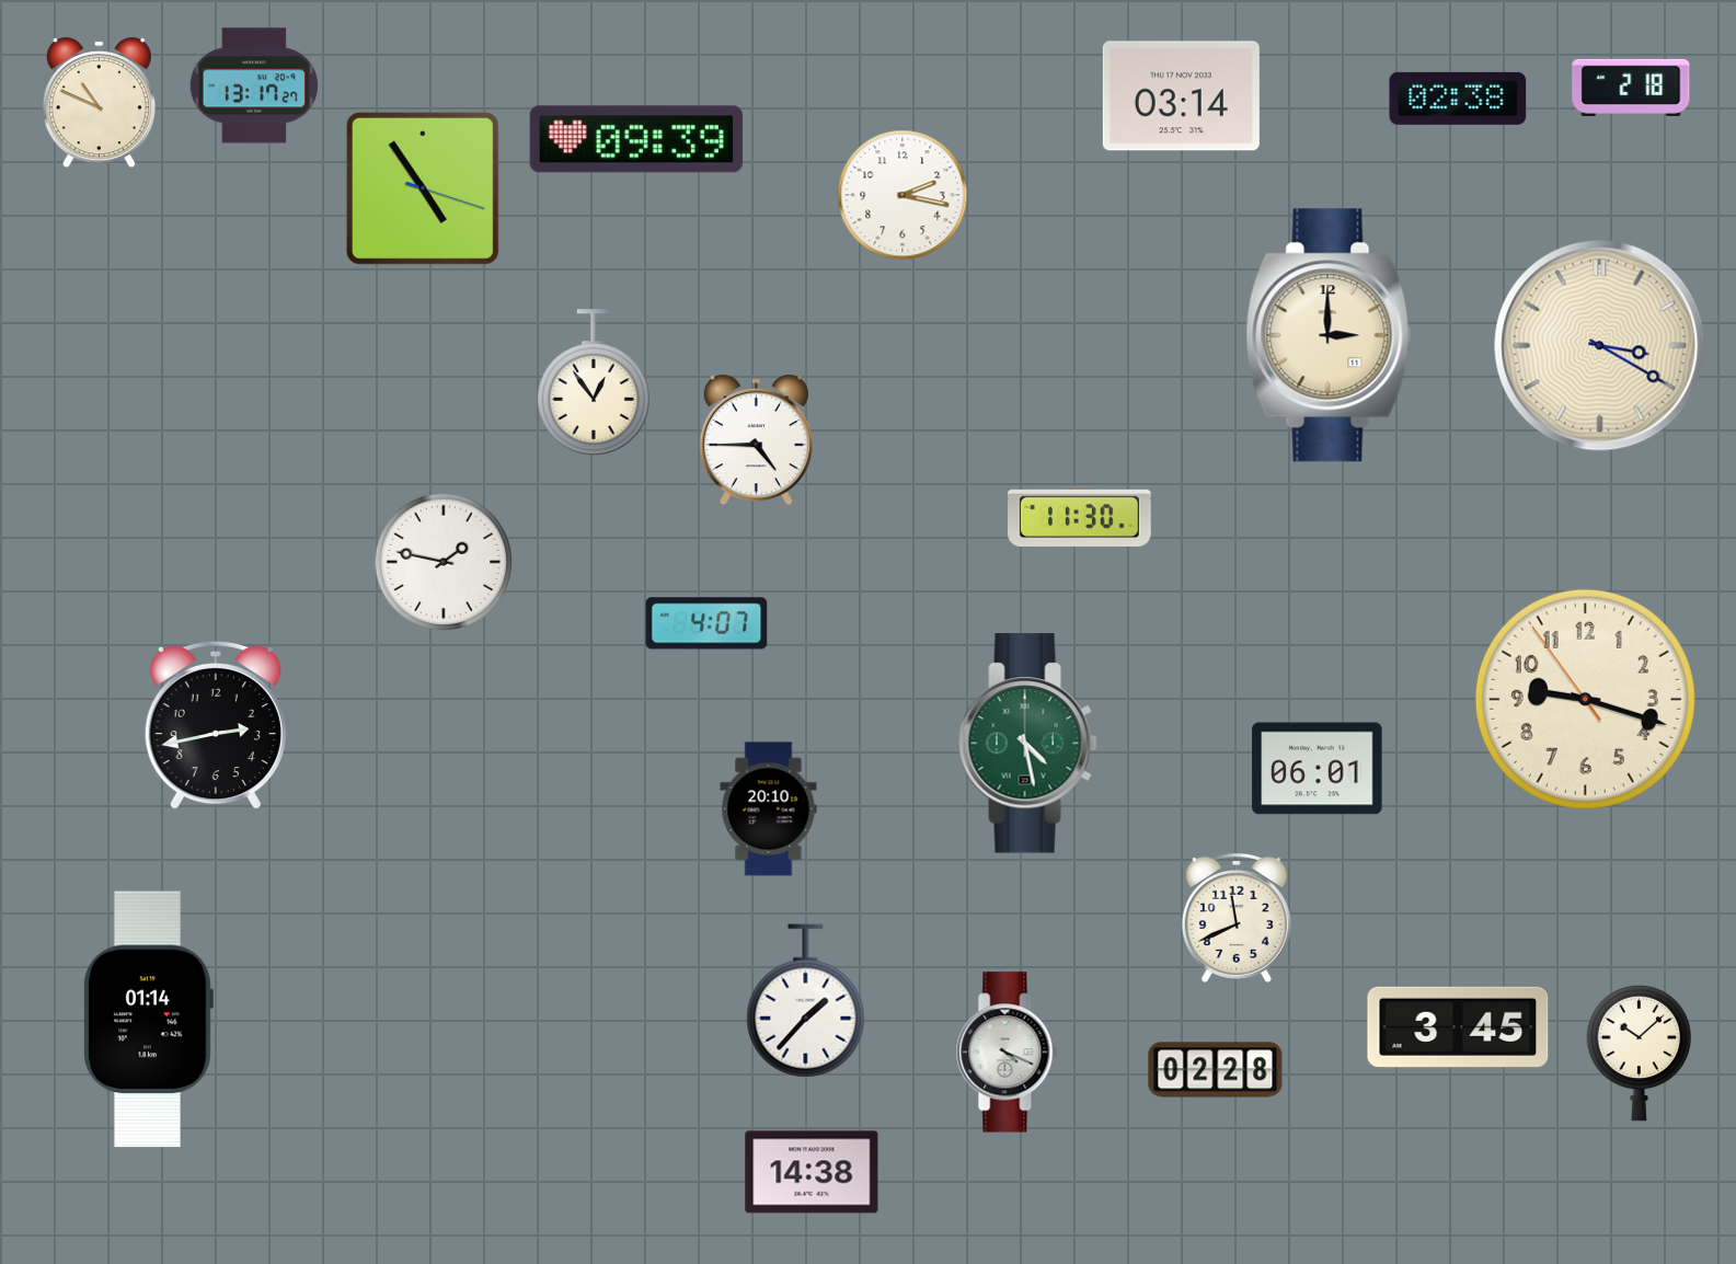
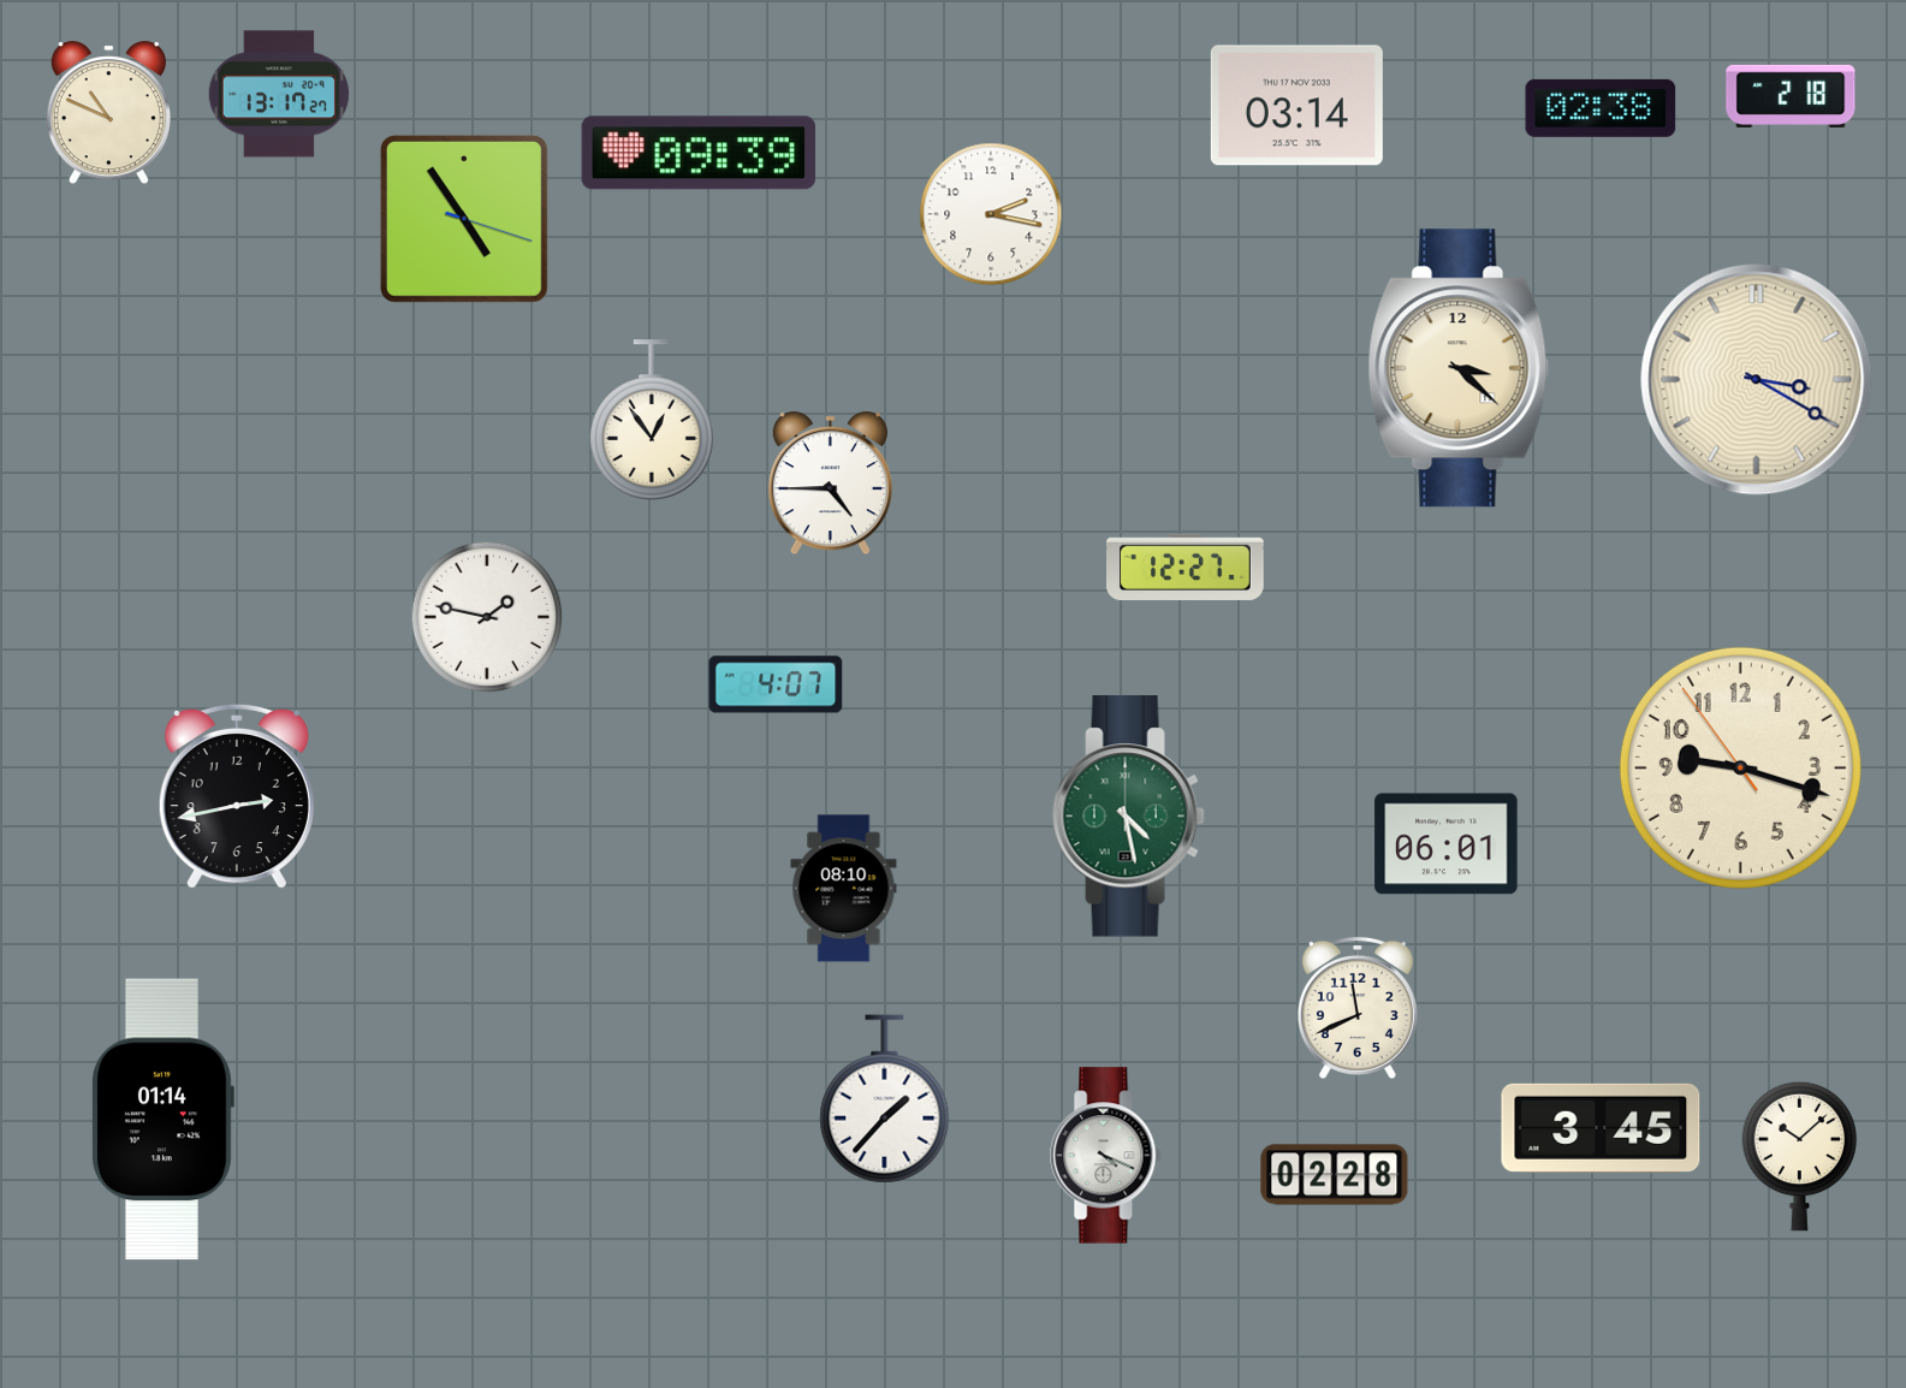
clock at (423, 188) position: (423, 188) -> (464, 219)
clock at (1329, 335): 3:00 -> 3:22
clock at (1080, 516): 11:30 -> 12:27
clock at (769, 809): 20:10 -> 08:10
clock at (812, 1172): 14:38 -> none
